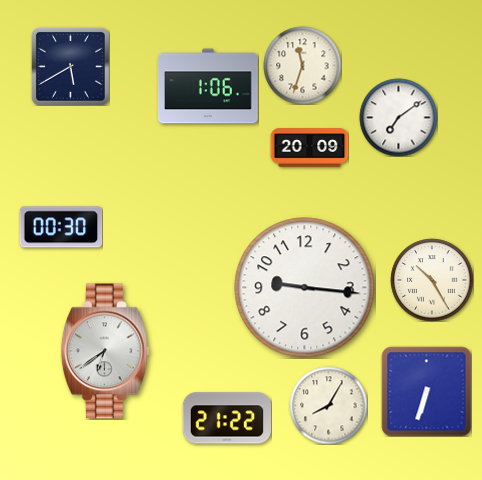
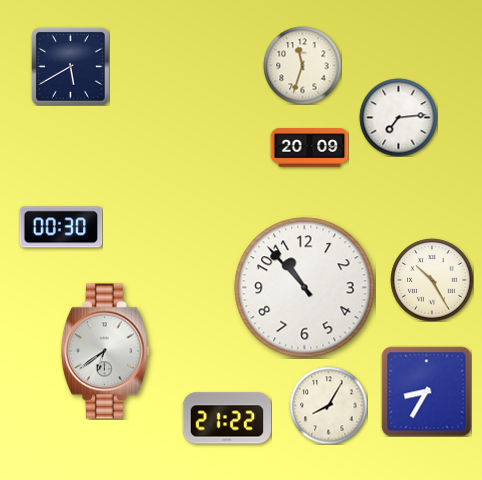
clock at (208, 86): 1:06 -> none
clock at (398, 117): 7:09 -> 7:14
clock at (305, 288): 9:16 -> 10:53
clock at (426, 391): 6:33 -> 8:35
